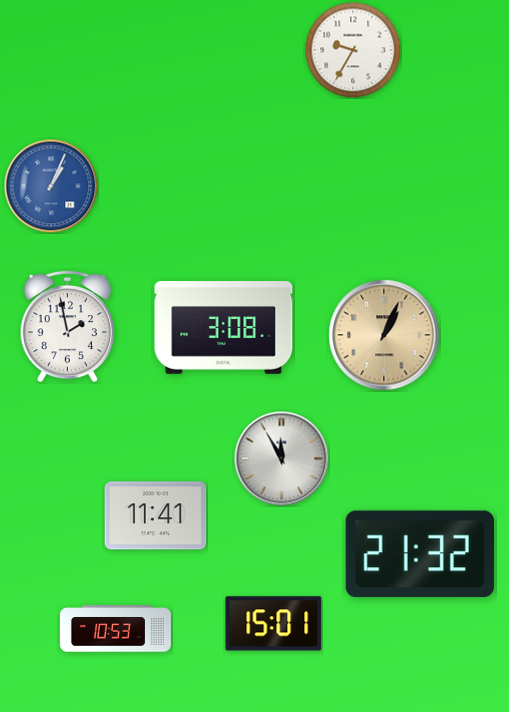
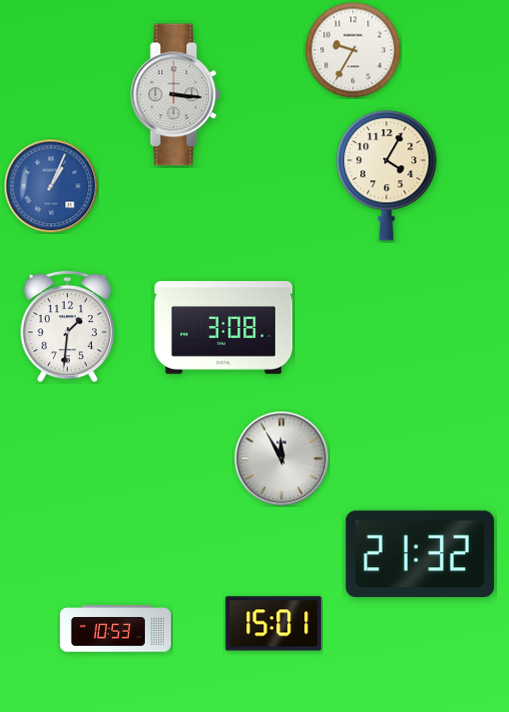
clock at (176, 95): none -> 3:16
clock at (387, 176): none -> 4:05
clock at (67, 326): 1:58 -> 1:31
clock at (384, 335): 1:04 -> none
clock at (156, 516): 11:41 -> none
